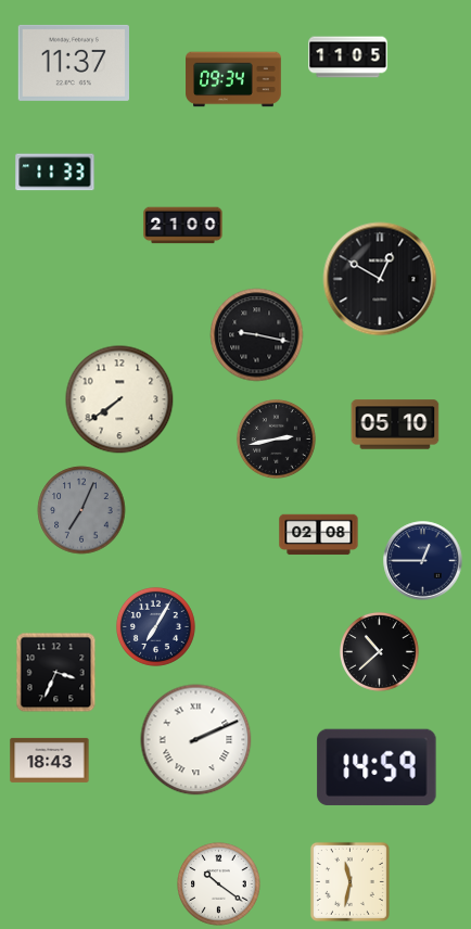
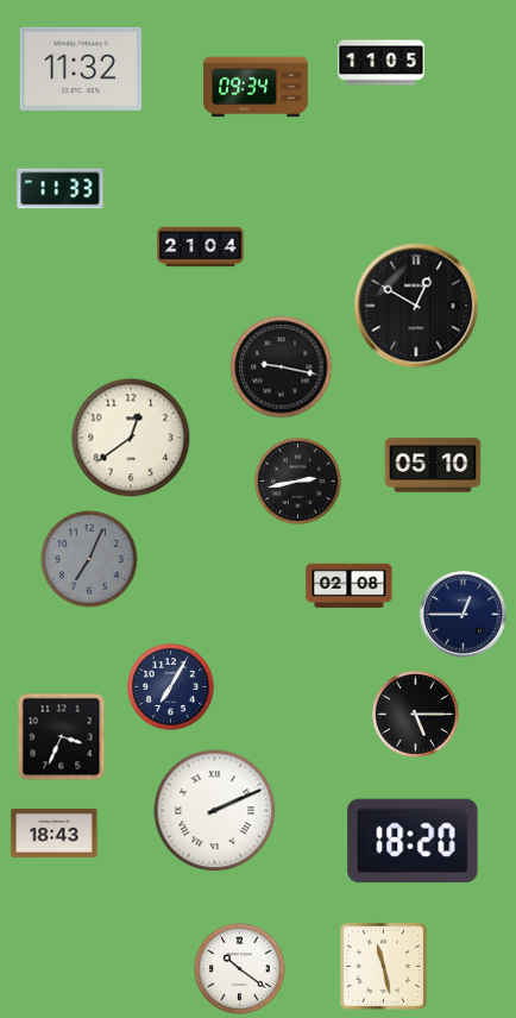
clock at (73, 63): 11:37 -> 11:32
clock at (183, 226): 21:00 -> 21:04
clock at (119, 399): 7:39 -> 12:39
clock at (276, 438) position: (276, 438) -> (297, 480)
clock at (379, 651): 10:38 -> 5:15
clock at (377, 767): 14:59 -> 18:20
clock at (349, 881): 11:32 -> 11:28
